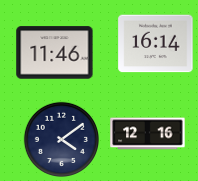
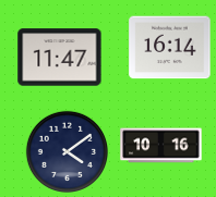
clock at (55, 53): 11:46 -> 11:47
clock at (148, 134): 12:16 -> 10:16
